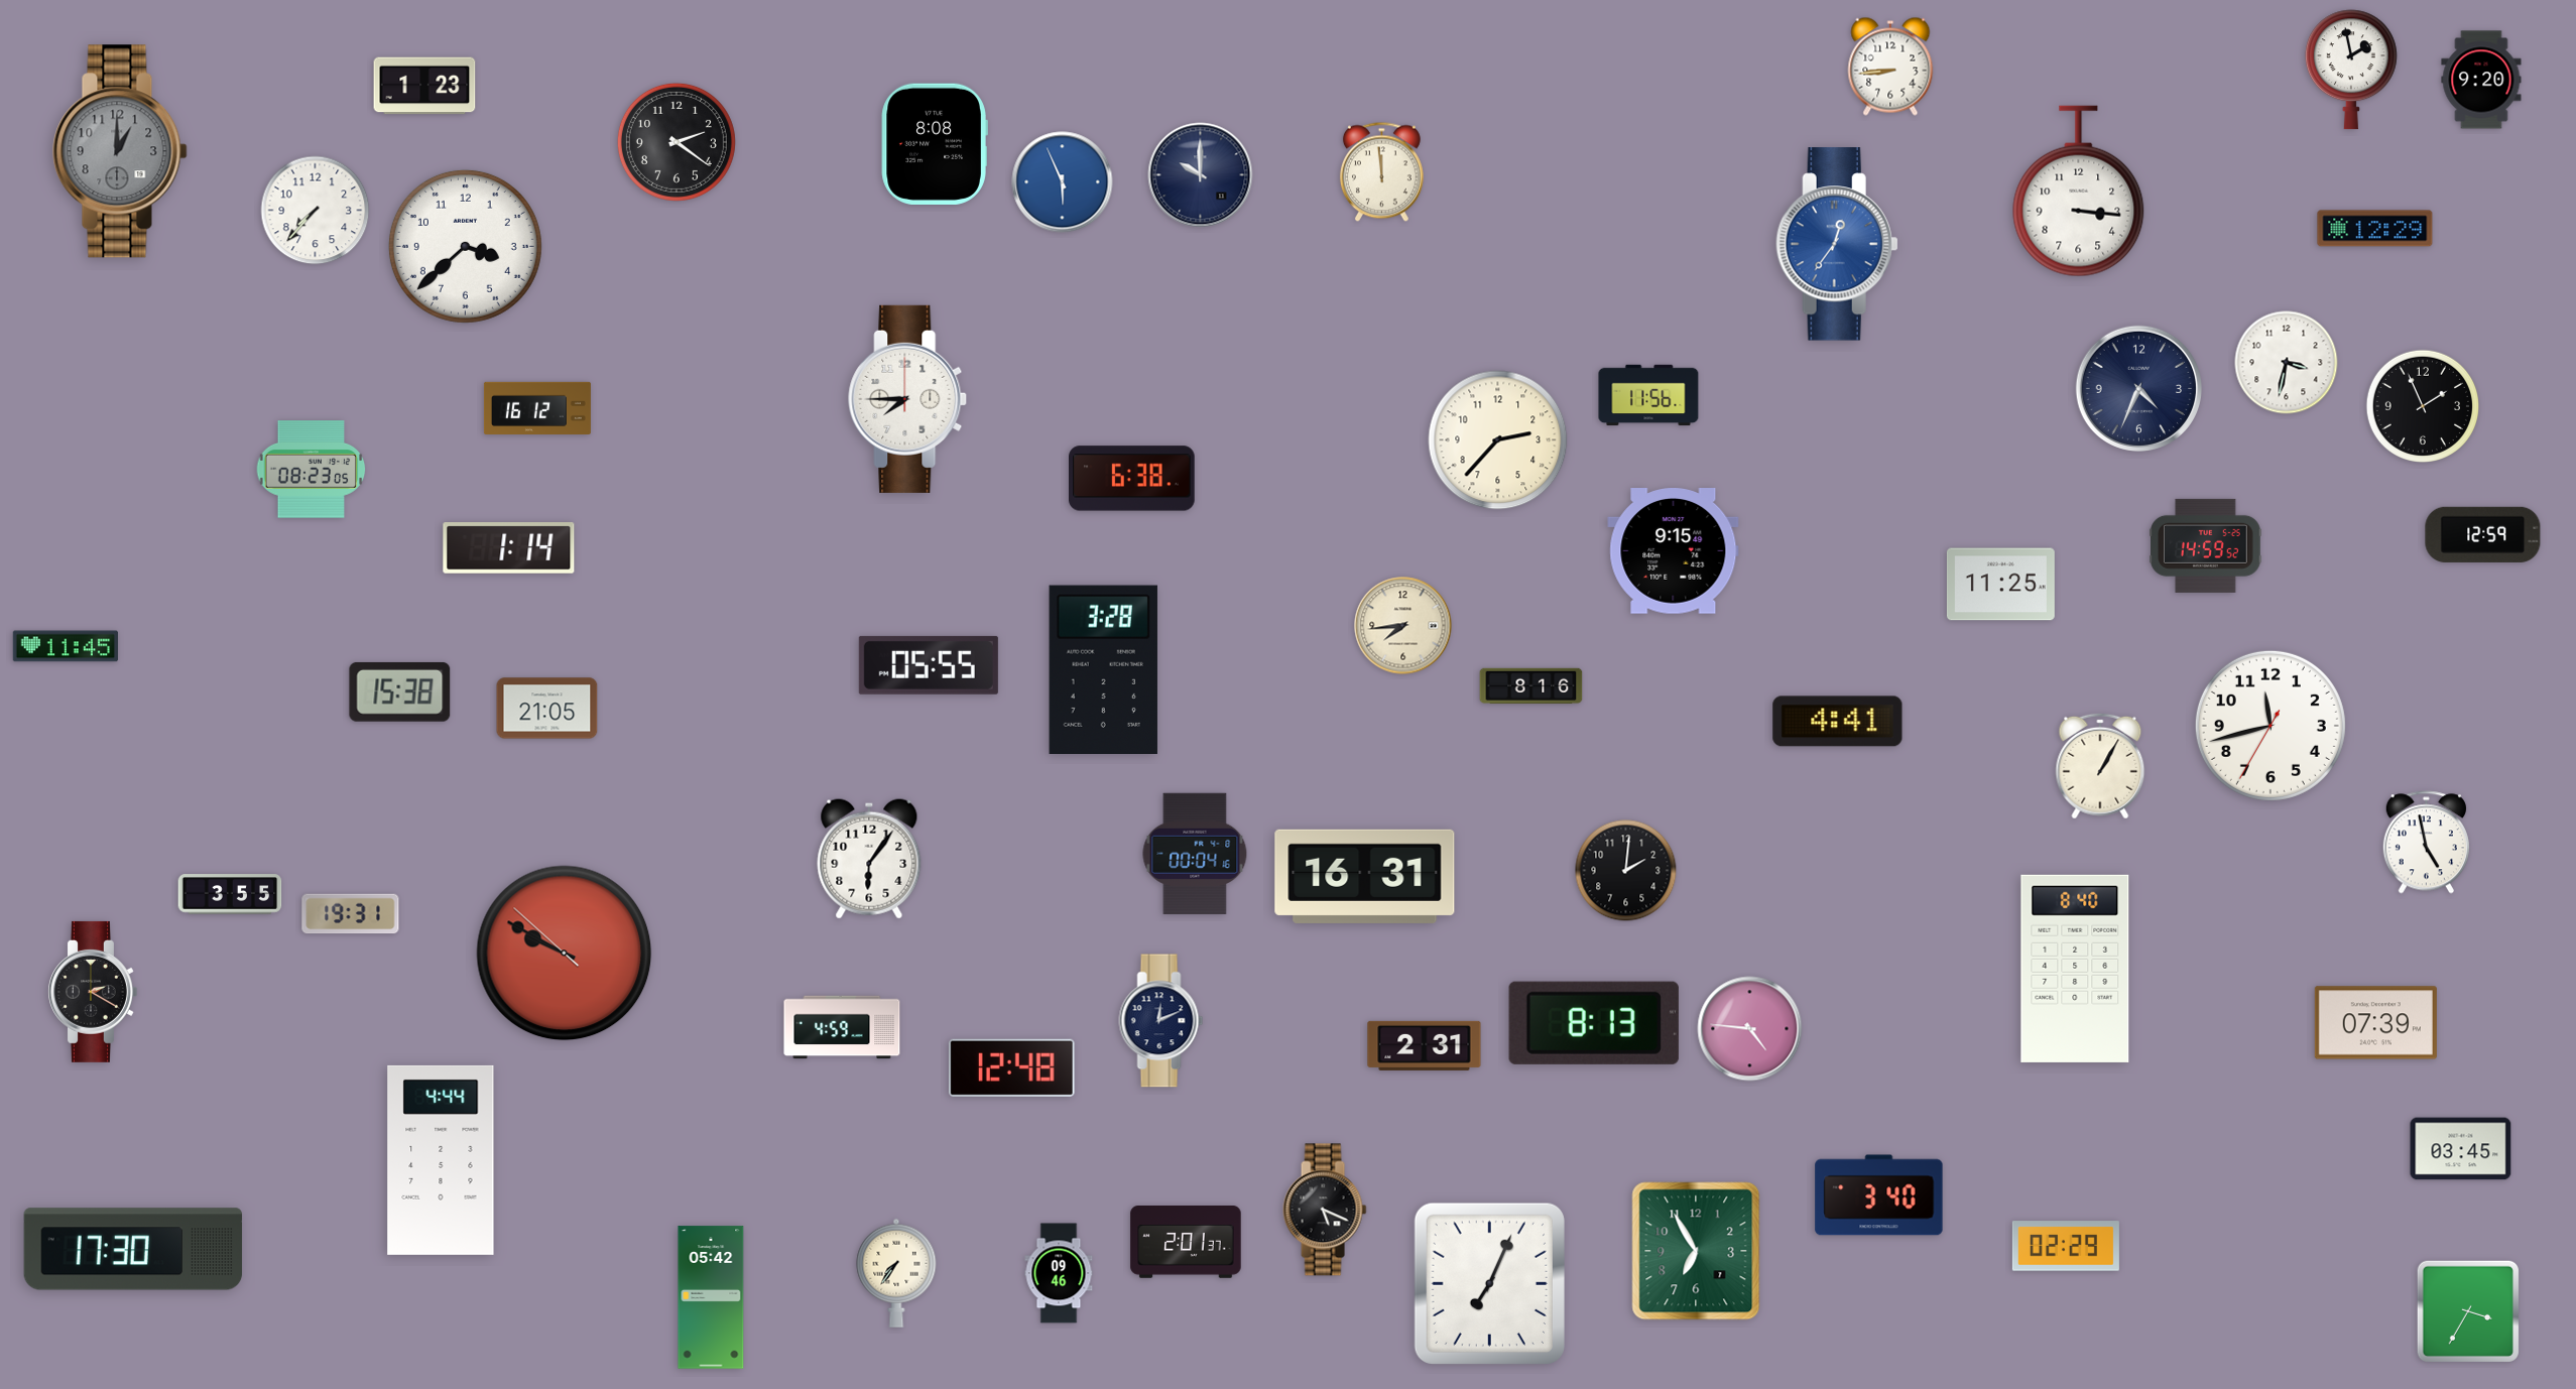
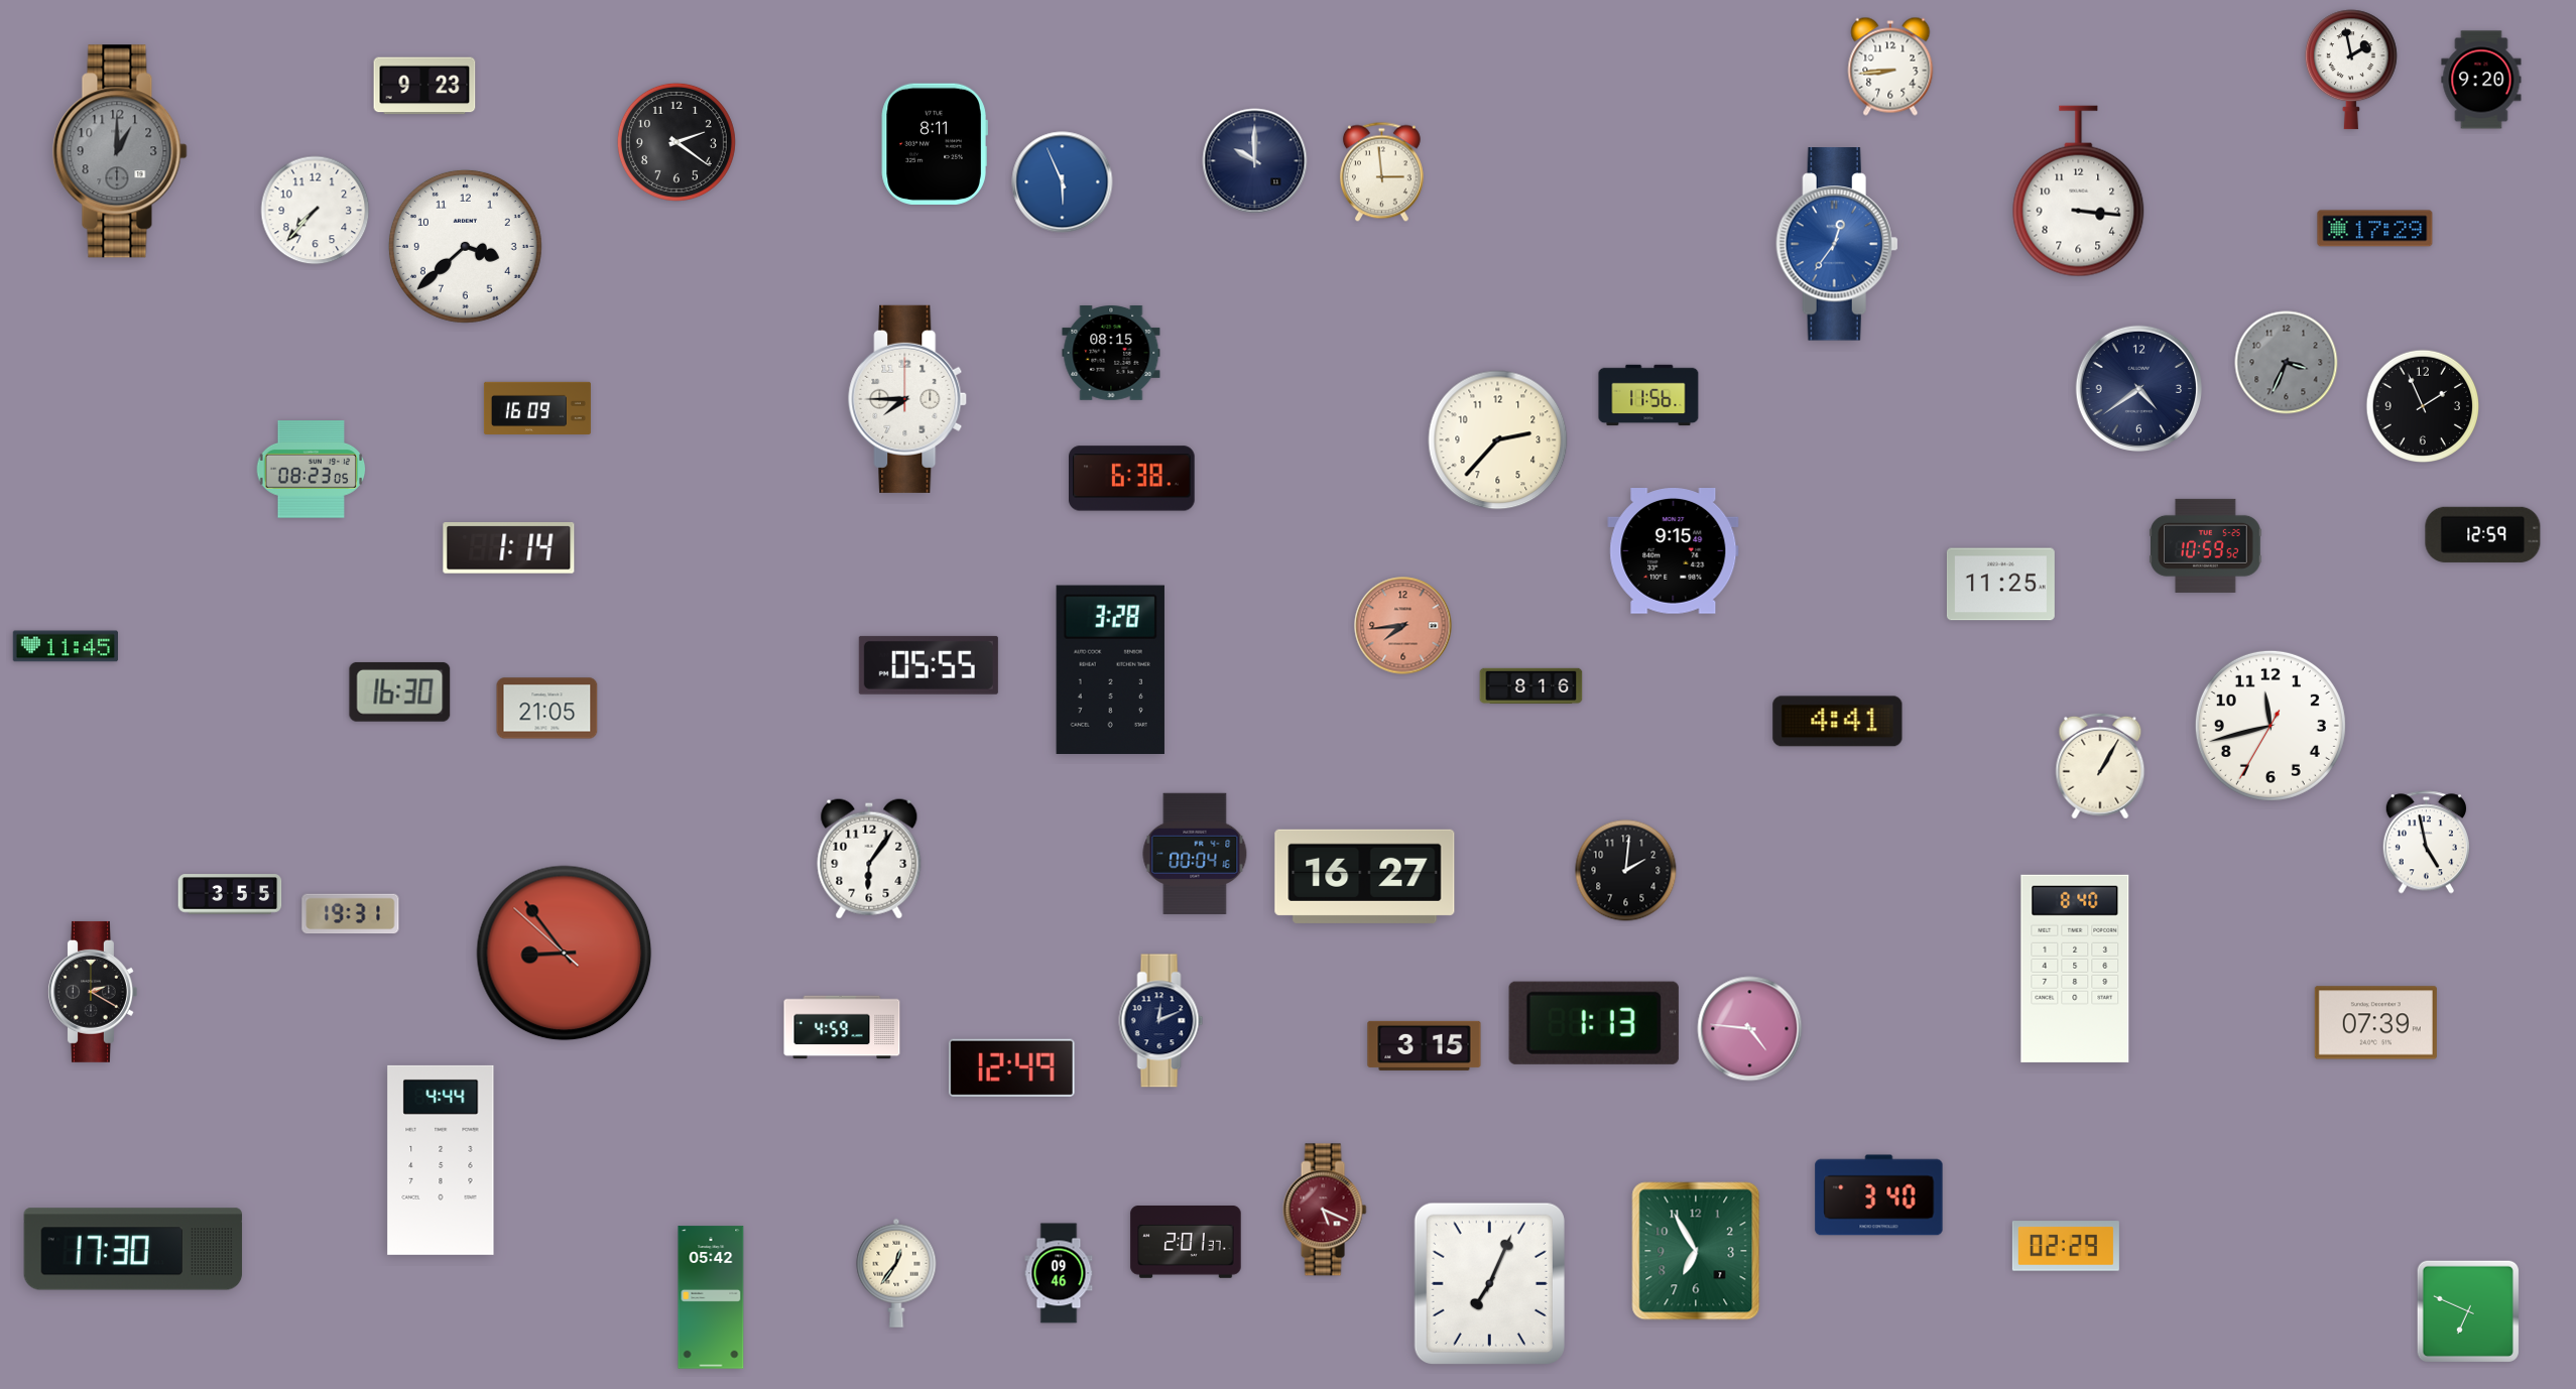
clock at (424, 86): 1:23 -> 9:23
clock at (935, 144): 8:08 -> 8:11
clock at (1381, 172): 11:59 -> 2:59
clock at (1201, 175) position: (1201, 175) -> (1255, 161)
clock at (2375, 229): 12:29 -> 17:29
clock at (1111, 354): none -> 08:15
clock at (2287, 363): 3:32 -> 3:34
clock at (2287, 363) dial: white -> grey
clock at (2138, 388): 4:34 -> 4:39
clock at (537, 407): 16:12 -> 16:09
clock at (2206, 545): 14:59 -> 10:59
clock at (1403, 626) dial: cream -> salmon
clock at (1103, 669) position: (1103, 669) -> (1110, 669)
clock at (400, 691): 15:38 -> 16:30
clock at (1365, 876): 16:31 -> 16:27
clock at (565, 954): 9:49 -> 8:53
clock at (1594, 1023): 8:13 -> 1:13
clock at (1425, 1045): 2:31 -> 3:15
clock at (1011, 1067): 12:48 -> 12:49
clock at (2461, 1149): 03:45 -> none
clock at (1325, 1210) dial: black -> burgundy
clock at (896, 1273): 7:36 -> 12:36
clock at (2467, 1310): 3:35 -> 6:49
